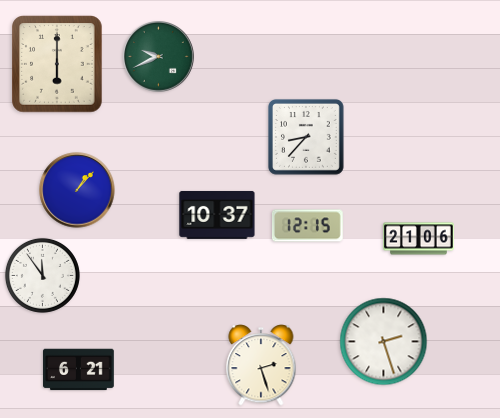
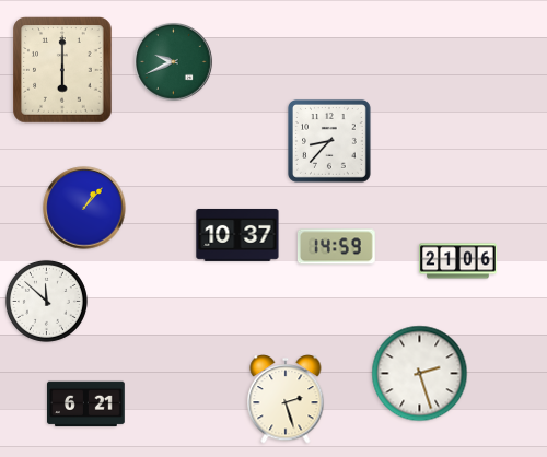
clock at (306, 137) position: (306, 137) -> (329, 141)
clock at (308, 226): 12:15 -> 14:59
clock at (42, 275): 11:54 -> 11:52
